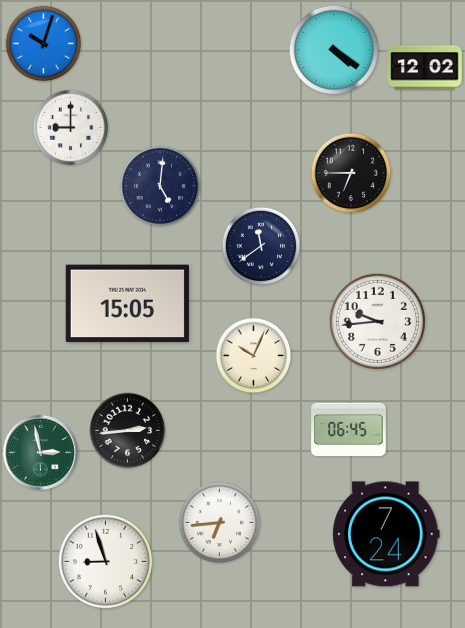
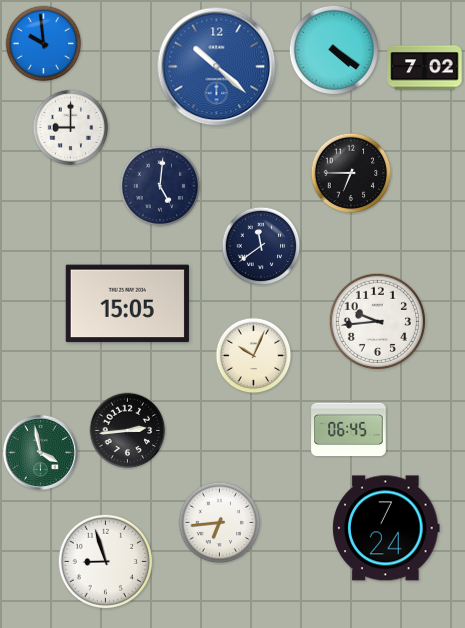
clock at (44, 44): 10:03 -> 9:59
clock at (217, 67): none -> 10:22
clock at (425, 68): 12:02 -> 7:02
clock at (40, 452): 2:58 -> 3:58
clock at (386, 534) position: (386, 534) -> (386, 528)
